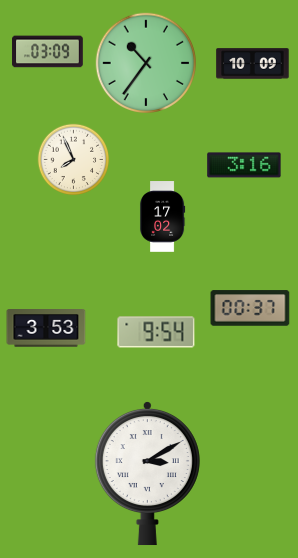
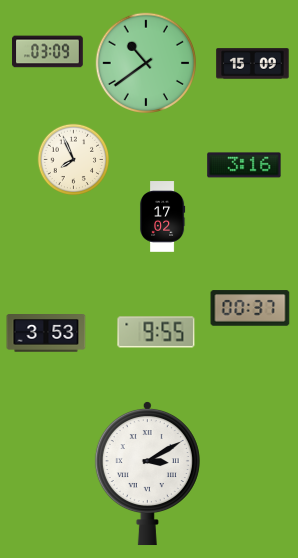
clock at (145, 62): 10:36 -> 10:39
clock at (253, 64): 10:09 -> 15:09
clock at (46, 328) position: (46, 328) -> (46, 333)
clock at (156, 332): 9:54 -> 9:55
